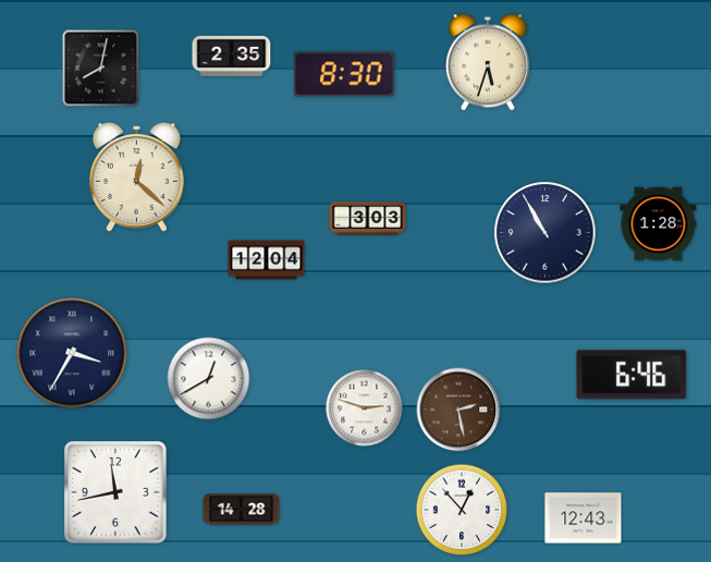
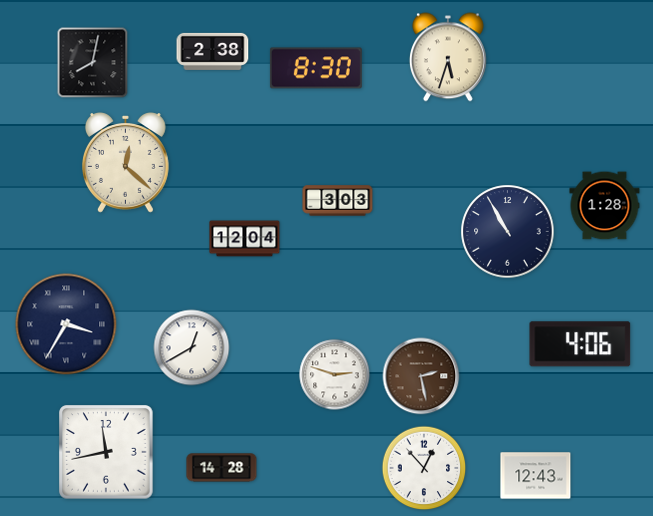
clock at (232, 56): 2:35 -> 2:38
clock at (545, 233) position: (545, 233) -> (508, 232)
clock at (632, 375): 6:46 -> 4:06
